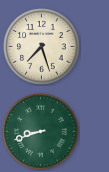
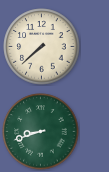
clock at (42, 47): 7:27 -> 7:38
